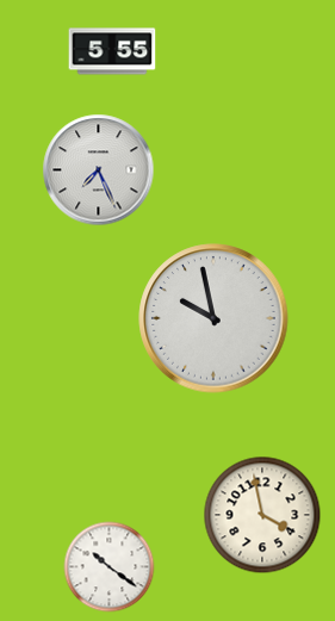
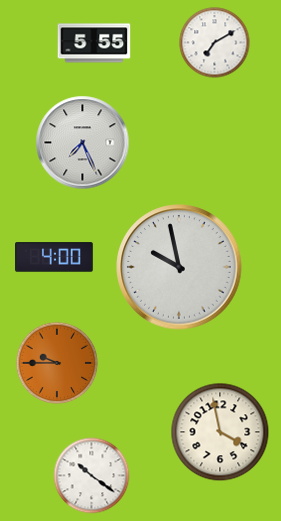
clock at (215, 43): none -> 7:10
clock at (54, 257): none -> 4:00
clock at (57, 363): none -> 9:45
